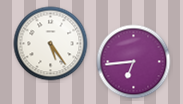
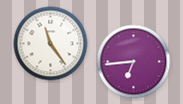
clock at (51, 44): 5:24 -> 11:24
